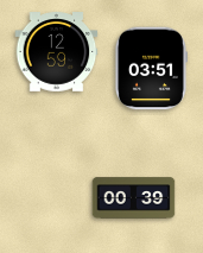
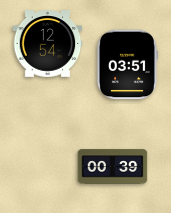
clock at (57, 52): 12:59 -> 12:54
clock at (151, 69) position: (151, 69) -> (127, 65)
